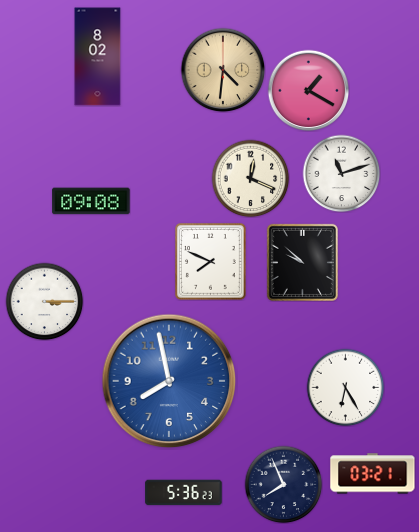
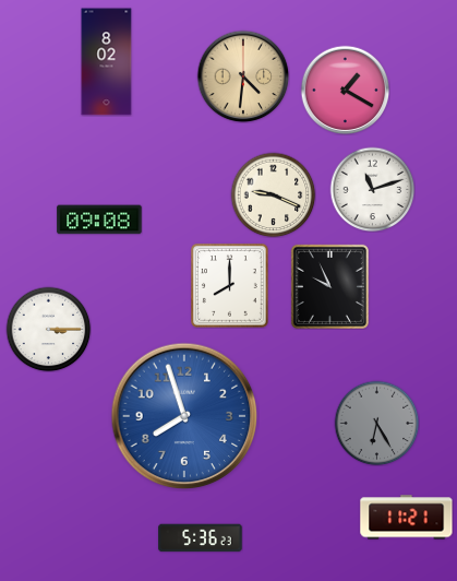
clock at (308, 90) position: (308, 90) -> (345, 90)
clock at (250, 178): 12:19 -> 9:19
clock at (211, 262): 7:49 -> 8:00
clock at (302, 262): 9:52 -> 9:56
clock at (169, 381): 7:58 -> 7:57
clock at (345, 387) dial: white -> grey
clock at (373, 474): 03:21 -> 11:21
clock at (283, 484): 7:56 -> none
